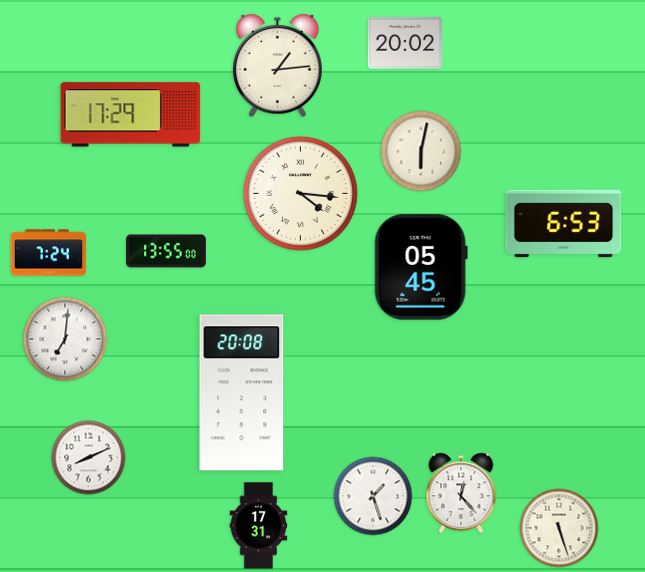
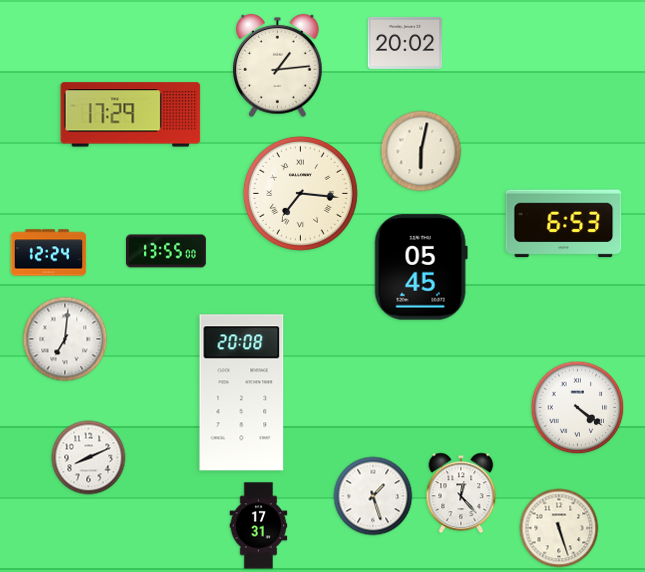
clock at (300, 193): 4:16 -> 7:16
clock at (49, 253): 7:24 -> 12:24
clock at (578, 408): none -> 4:21
